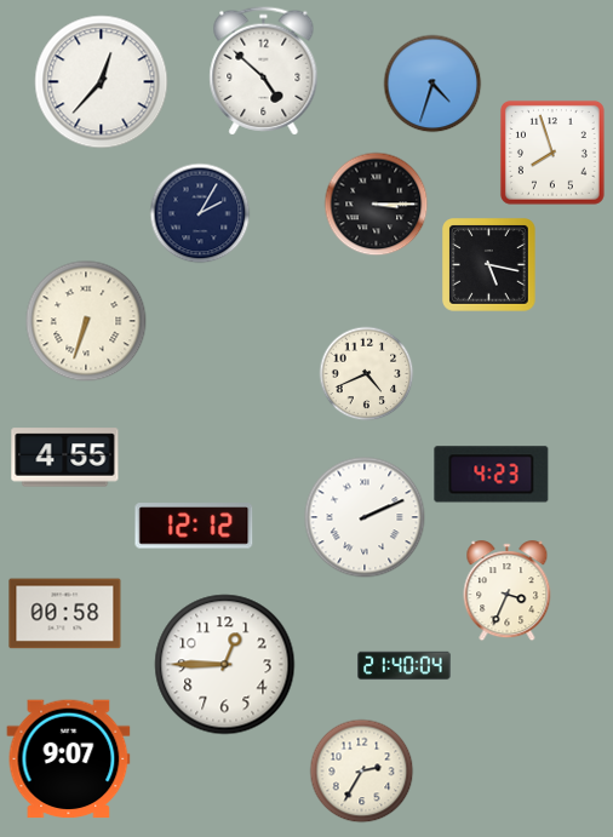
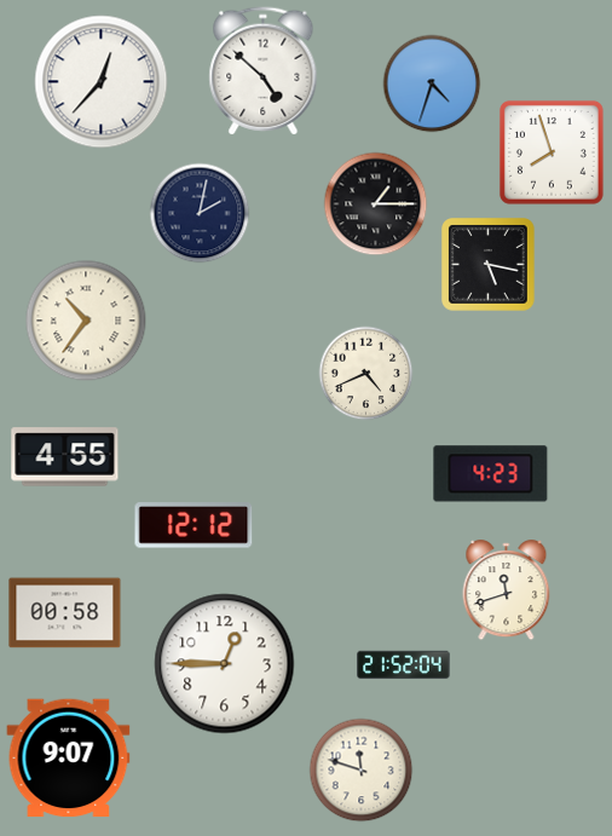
clock at (376, 203): 3:15 -> 1:15
clock at (200, 213): 2:05 -> 2:02
clock at (86, 321): 6:33 -> 10:36
clock at (365, 517): 2:11 -> none
clock at (508, 591): 3:34 -> 11:42
clock at (405, 666): 21:40 -> 21:52
clock at (361, 770): 2:35 -> 11:48
